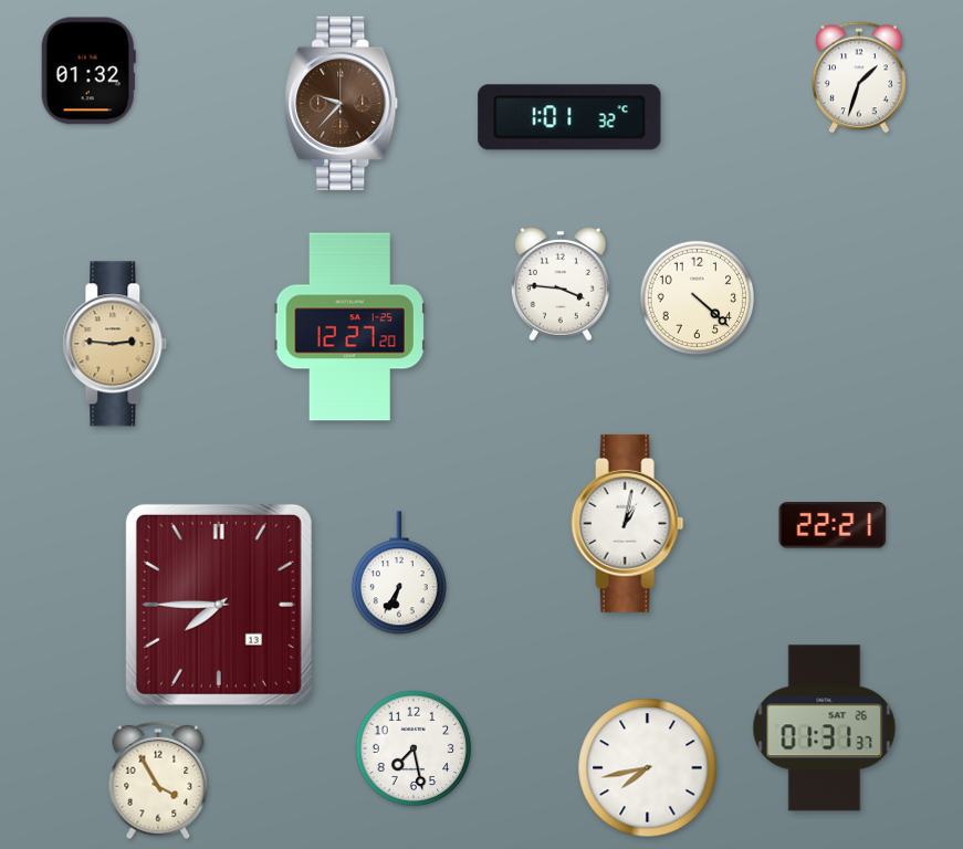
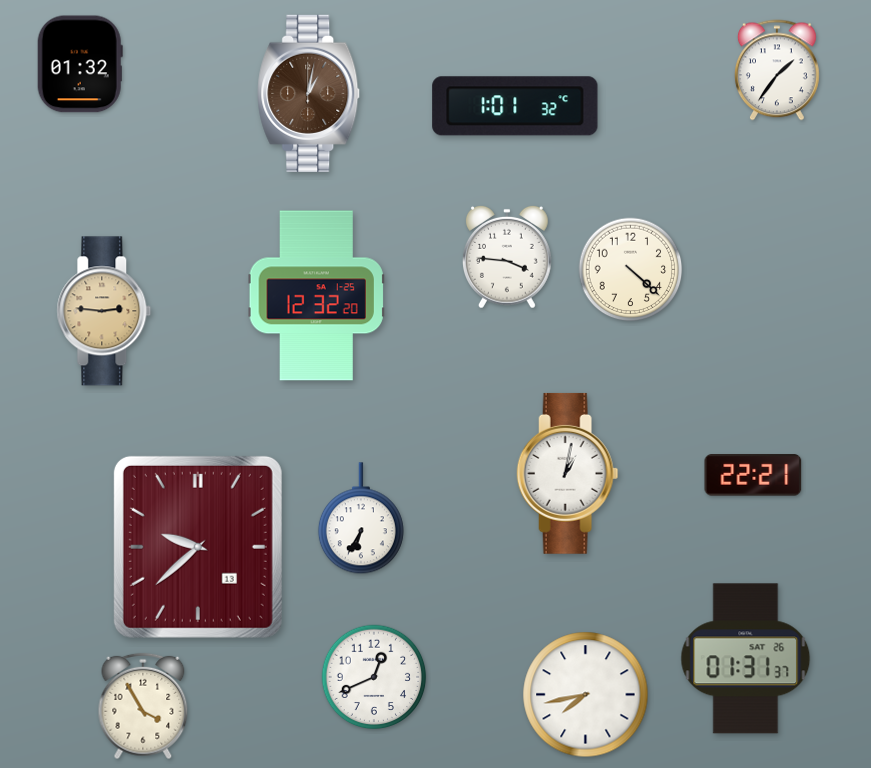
clock at (859, 77): 1:33 -> 1:36
clock at (342, 103): 9:37 -> 1:02
clock at (349, 327): 12:27 -> 12:32
clock at (219, 605): 7:45 -> 9:38
clock at (414, 748): 7:28 -> 12:41
